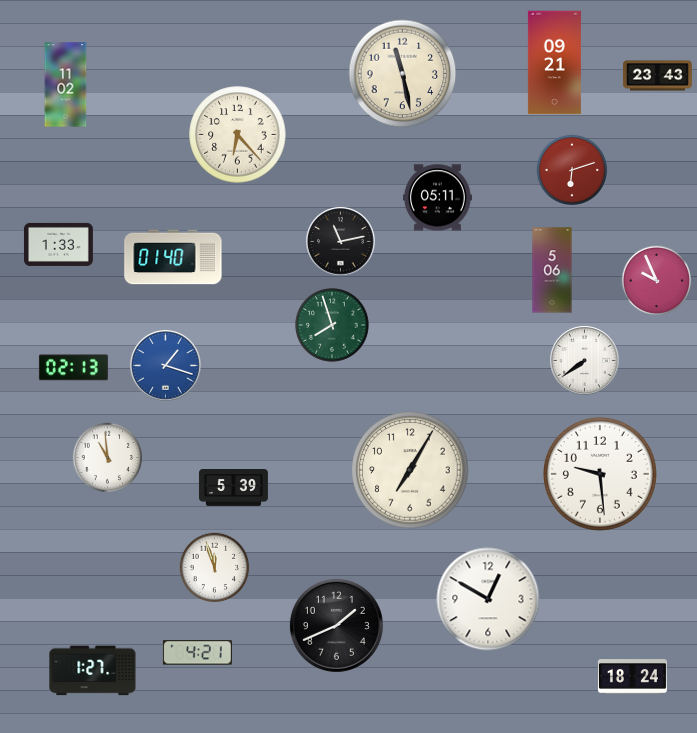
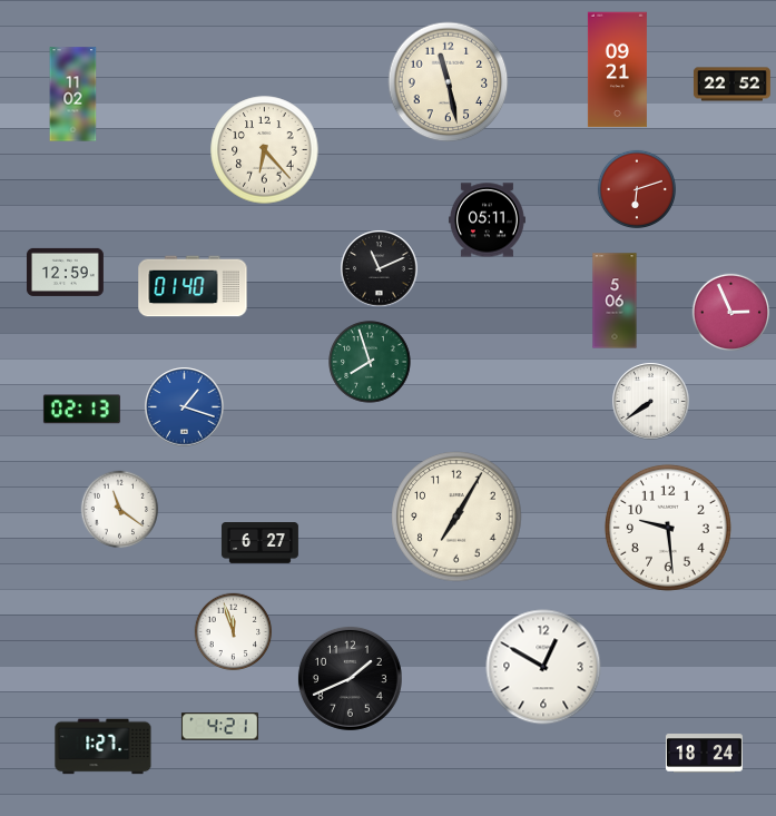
clock at (657, 76): 23:43 -> 22:52
clock at (341, 242): 11:13 -> 11:11
clock at (58, 244): 1:33 -> 12:59
clock at (657, 281): 9:56 -> 2:56
clock at (108, 458): 10:59 -> 11:21
clock at (410, 470) position: (410, 470) -> (456, 517)
clock at (233, 488): 5:39 -> 6:27
clock at (215, 568) position: (215, 568) -> (234, 632)
clock at (336, 625) position: (336, 625) -> (350, 678)
